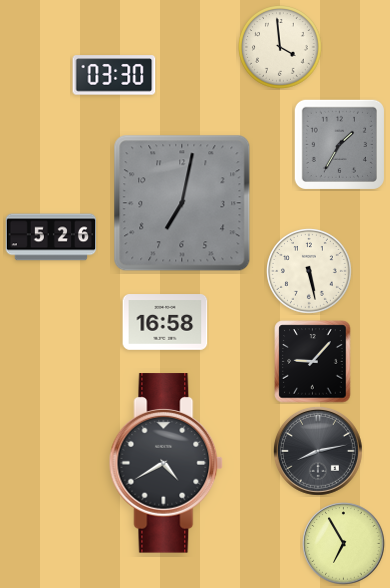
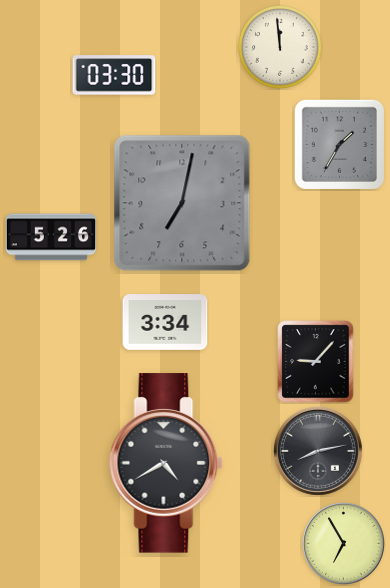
clock at (281, 48): 3:59 -> 11:59
clock at (310, 272): 5:28 -> none
clock at (165, 322): 16:58 -> 3:34
clock at (313, 362) position: (313, 362) -> (316, 362)
